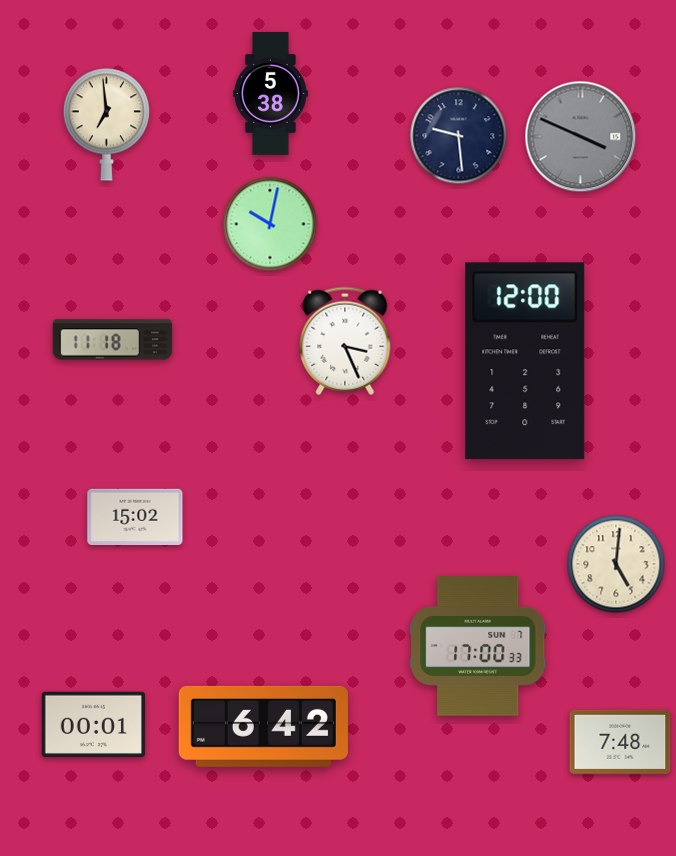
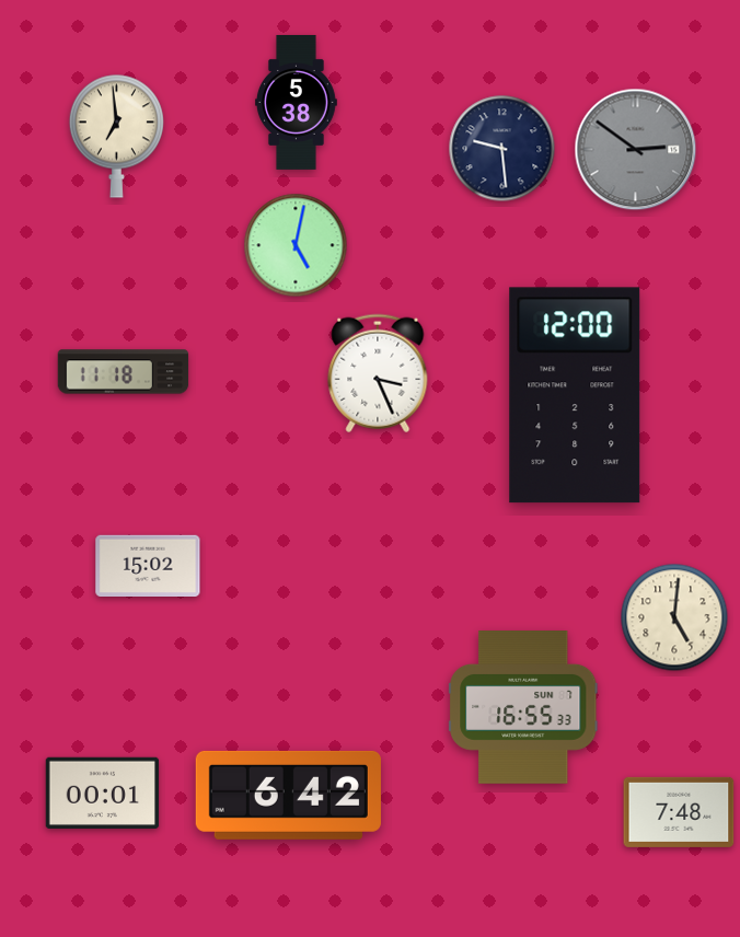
clock at (581, 137): 3:49 -> 2:51
clock at (270, 224): 10:02 -> 5:02
clock at (478, 647): 17:00 -> 16:55
